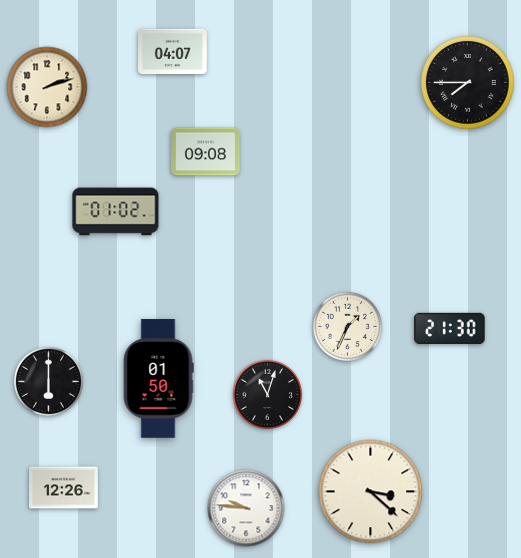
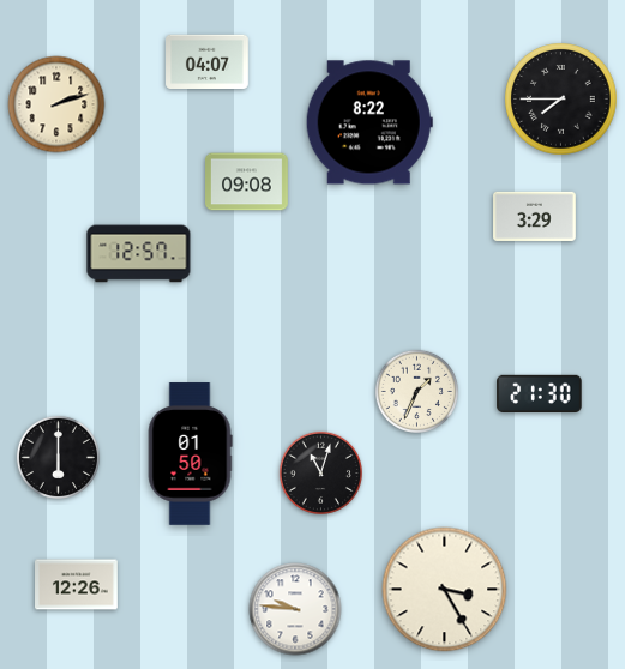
clock at (369, 122): none -> 8:22
clock at (535, 216): none -> 3:29
clock at (116, 212): 01:02 -> 12:57
clock at (371, 492): 3:22 -> 3:25
